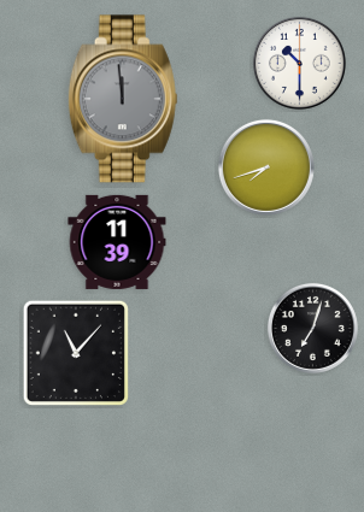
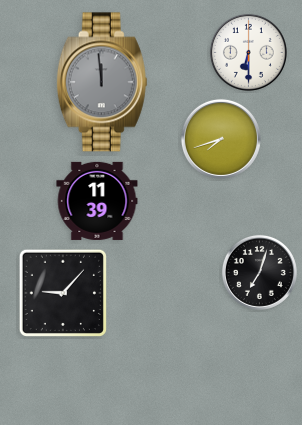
clock at (299, 63): 10:30 -> 6:30
clock at (75, 352): 11:07 -> 9:07
